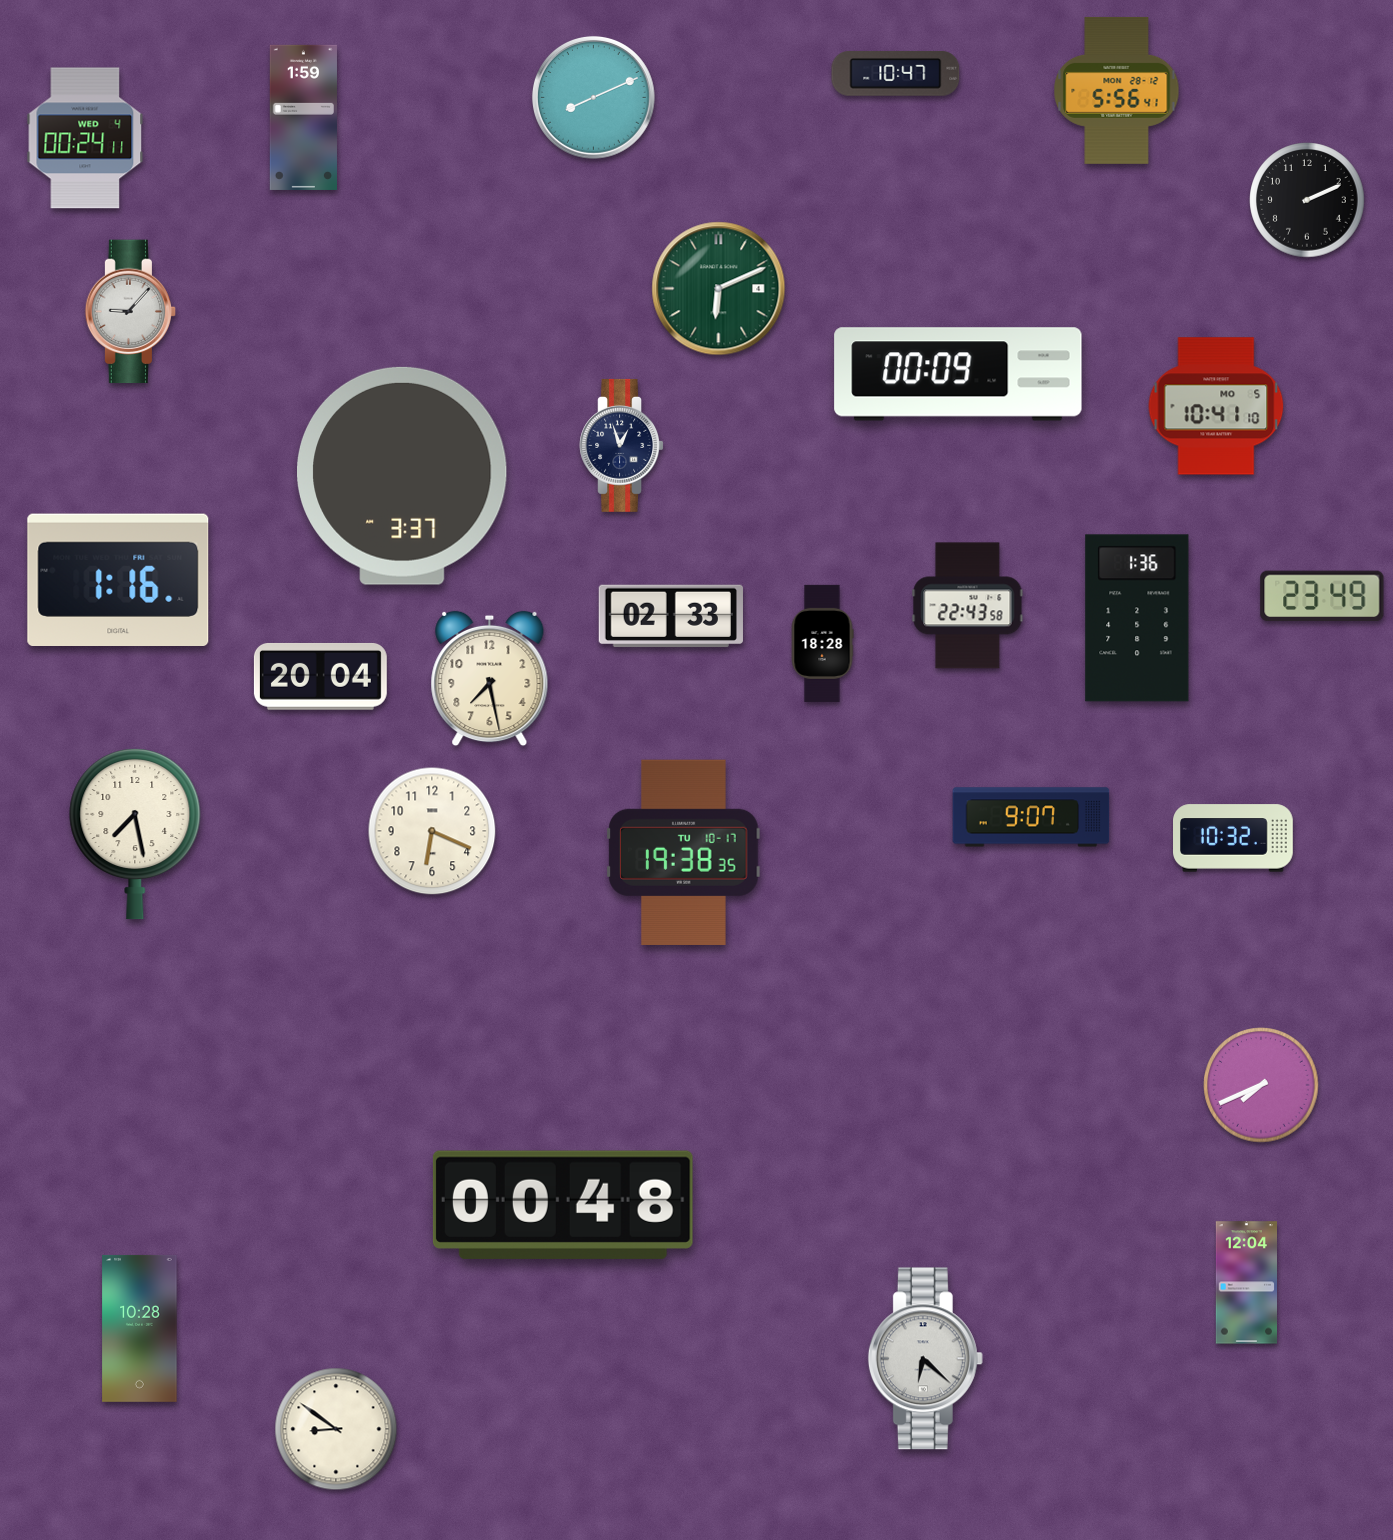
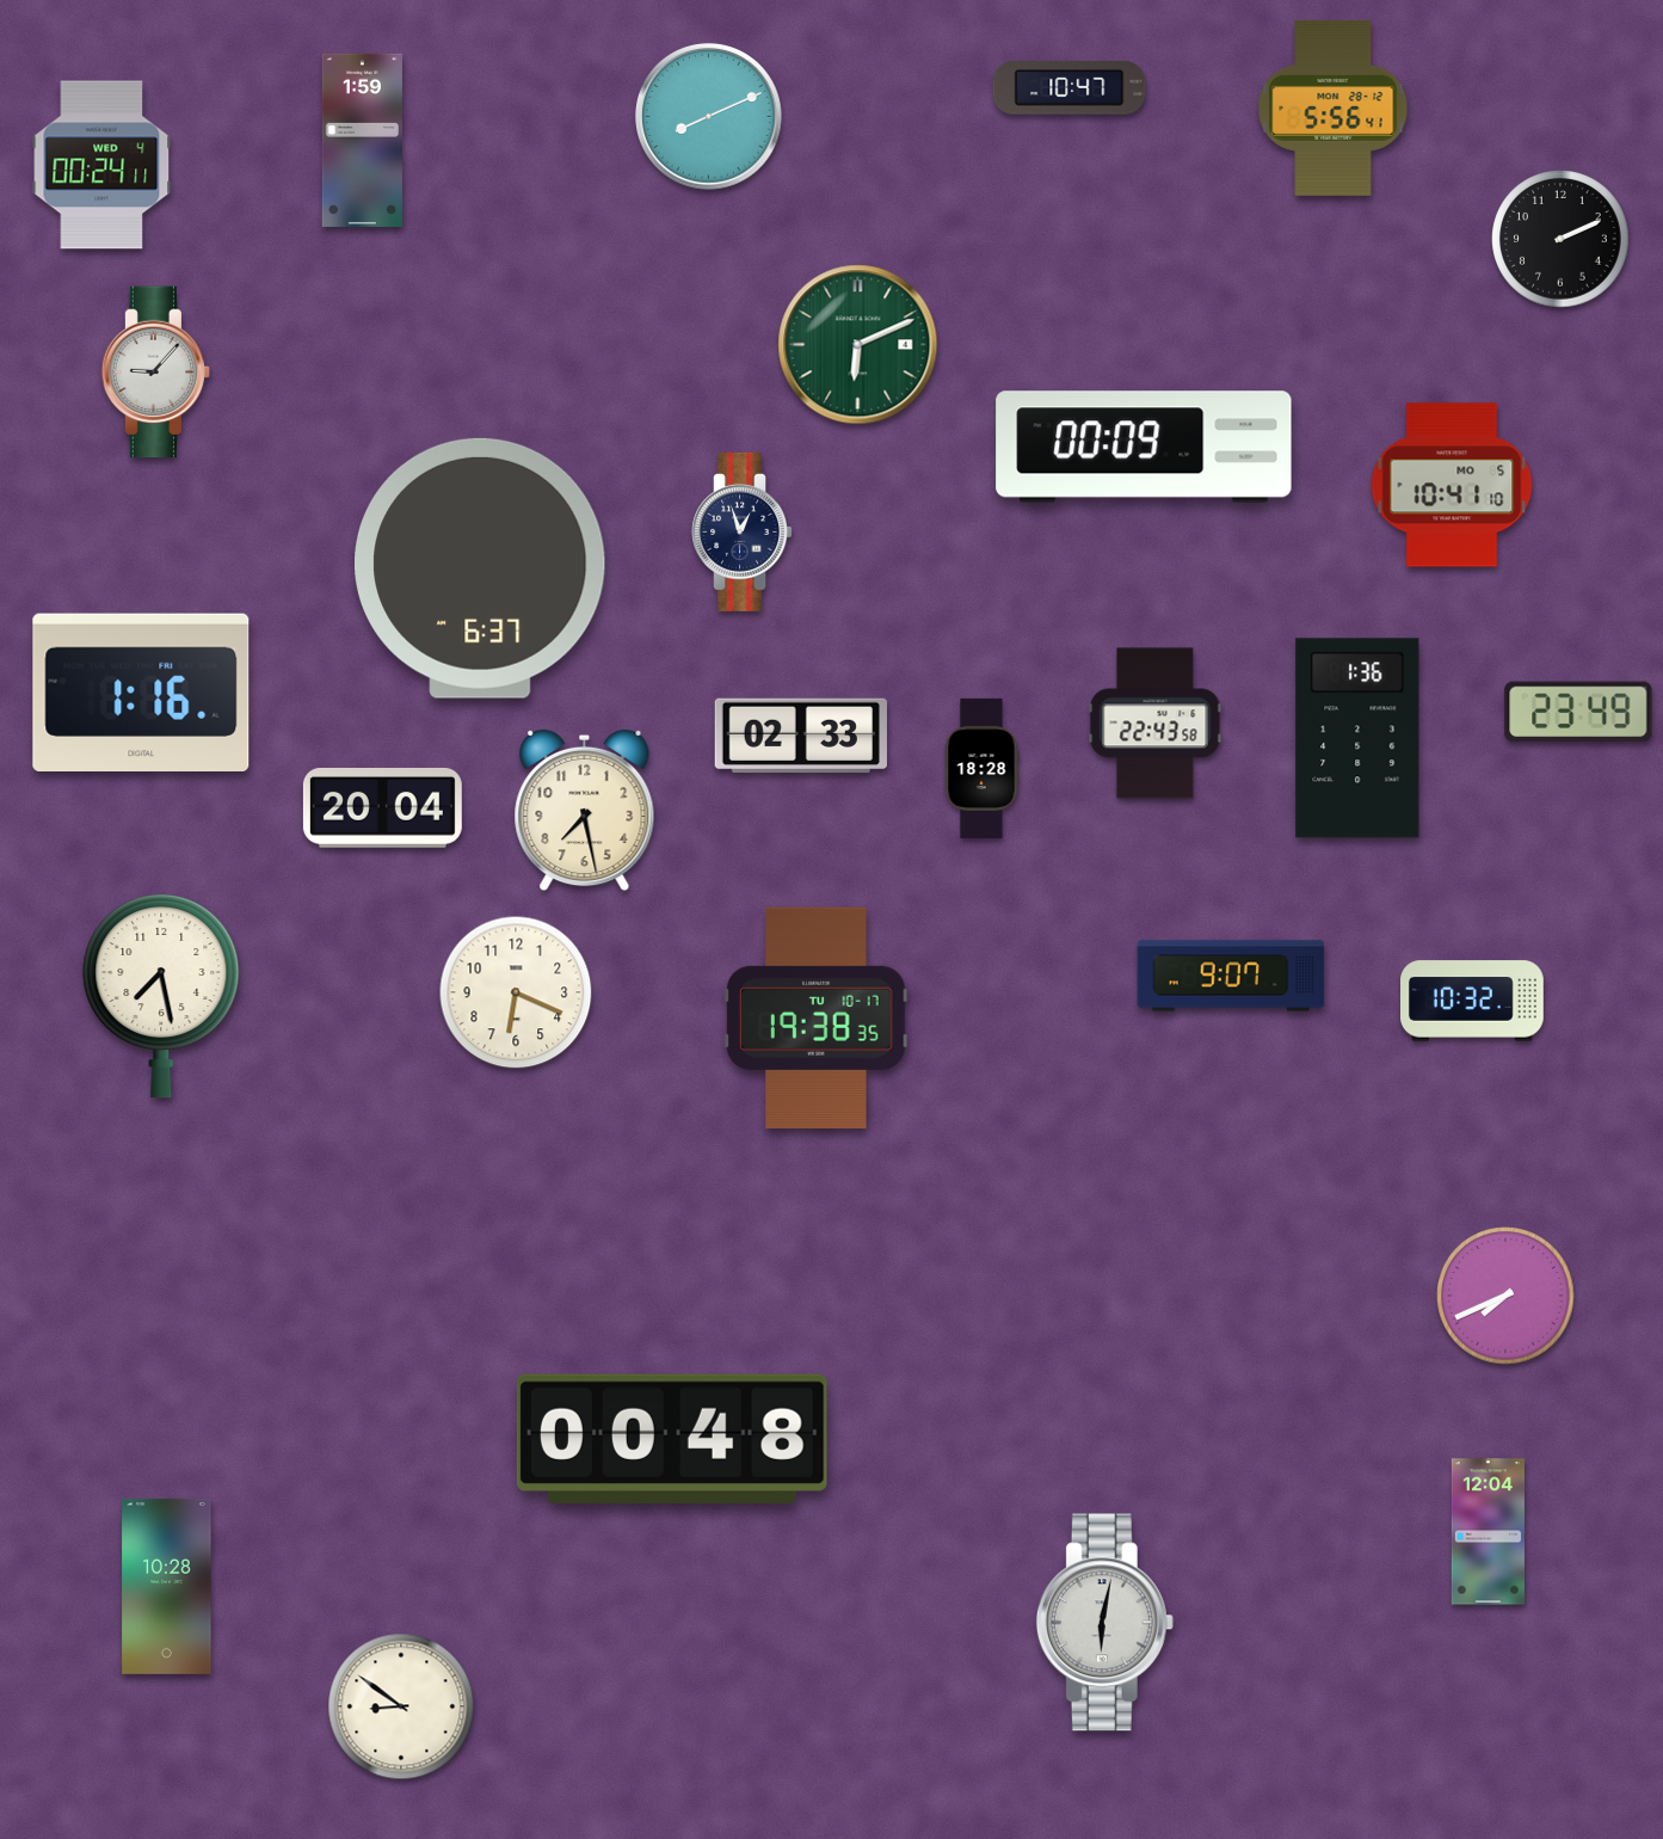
clock at (403, 476): 3:37 -> 6:37
clock at (925, 1359): 6:22 -> 6:02
